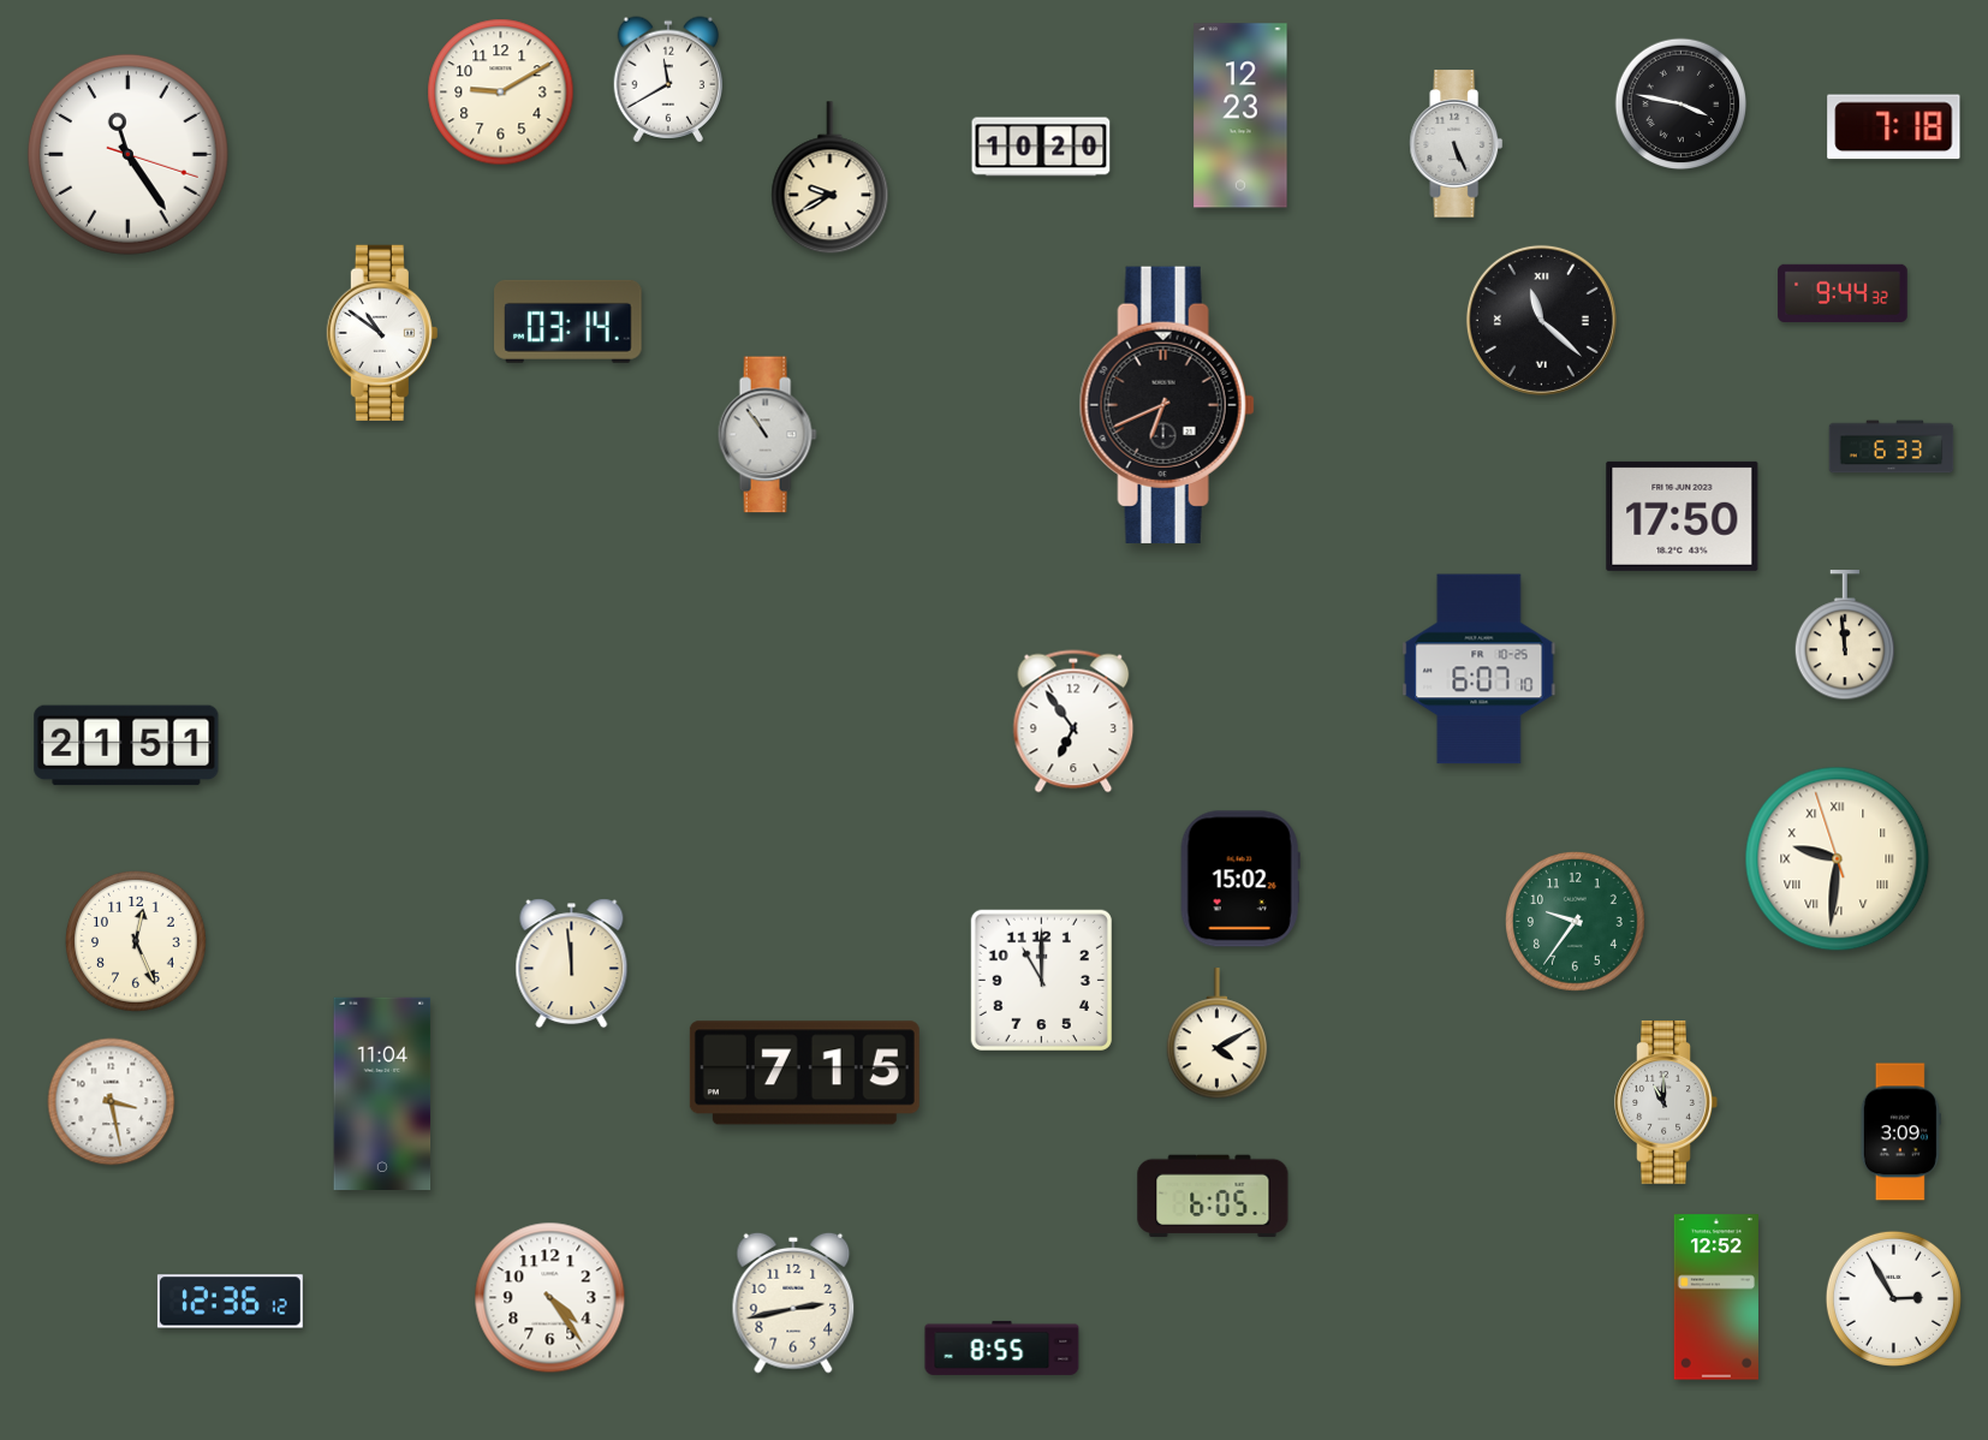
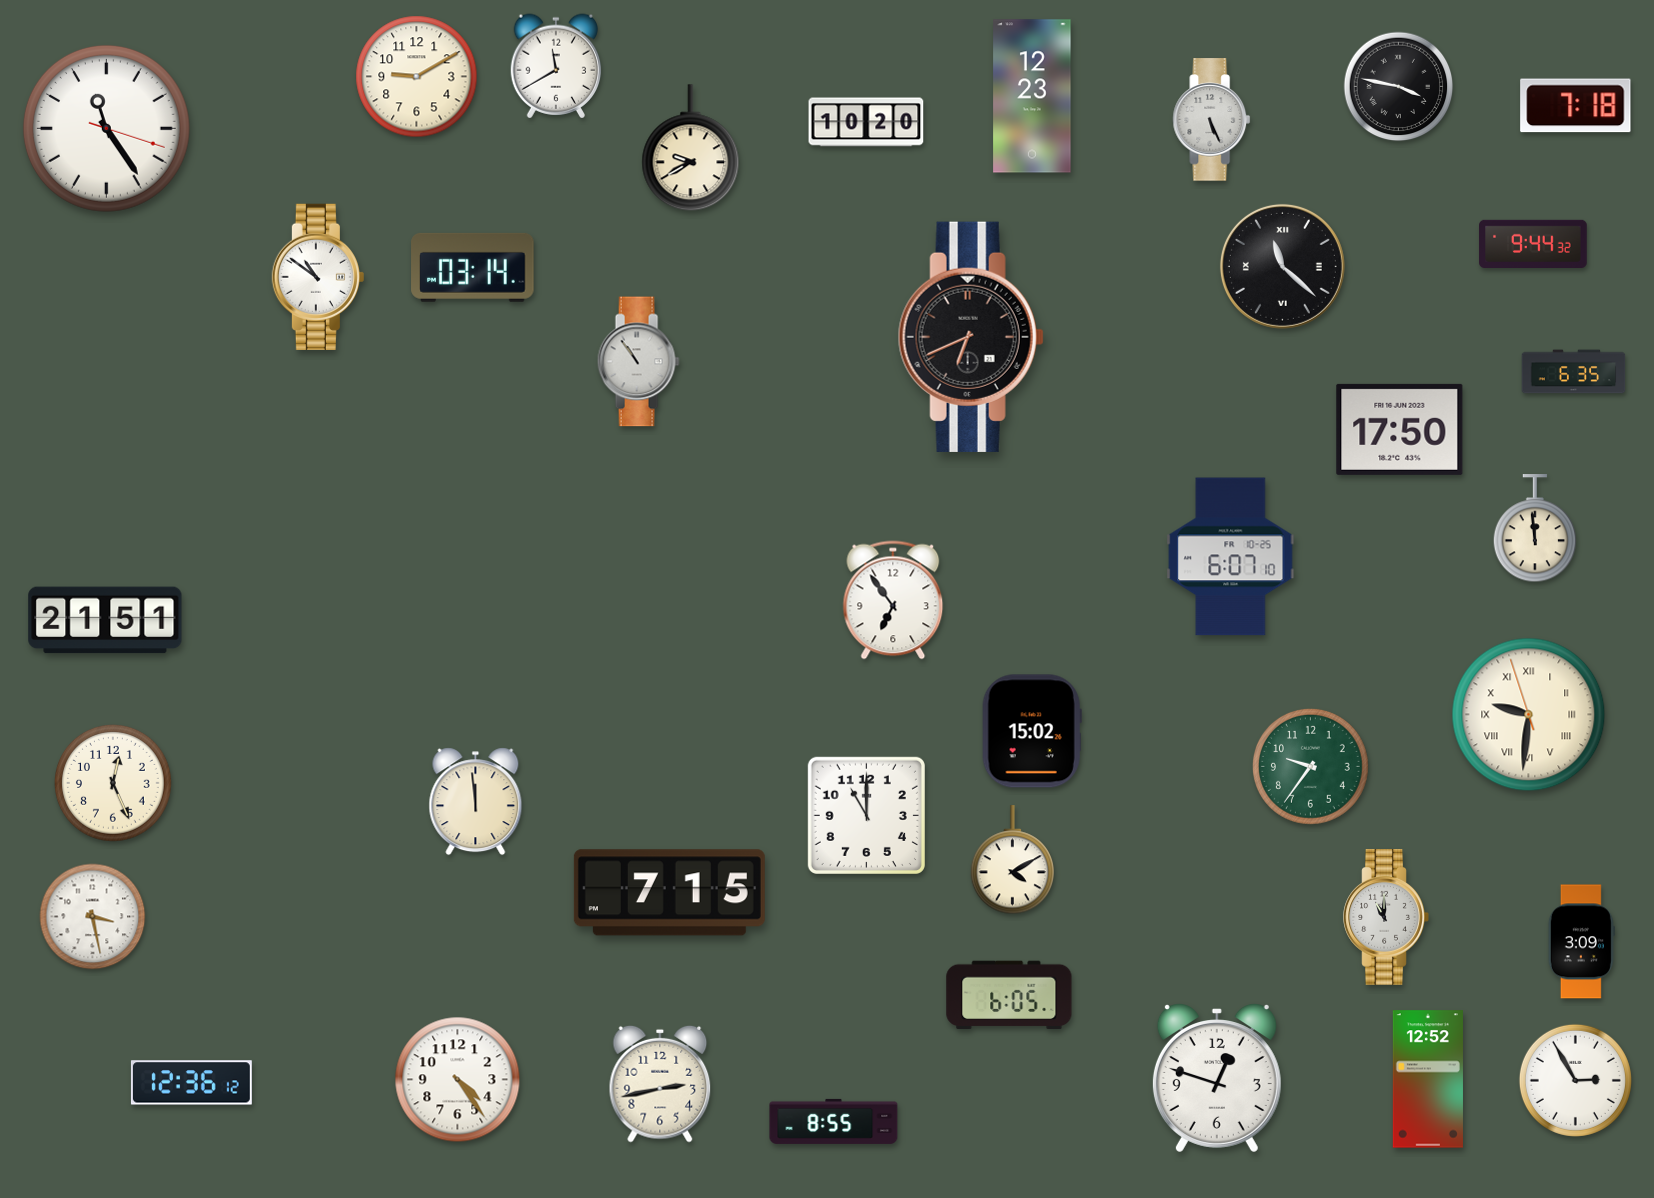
clock at (1892, 447): 6:33 -> 6:35
clock at (382, 1093): 11:04 -> none
clock at (1217, 1078): none -> 12:48
